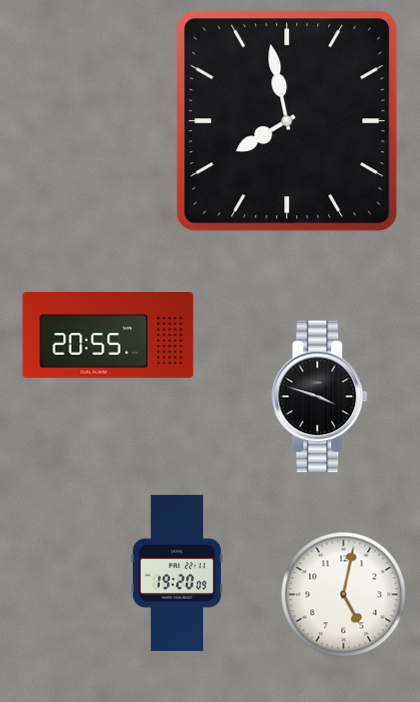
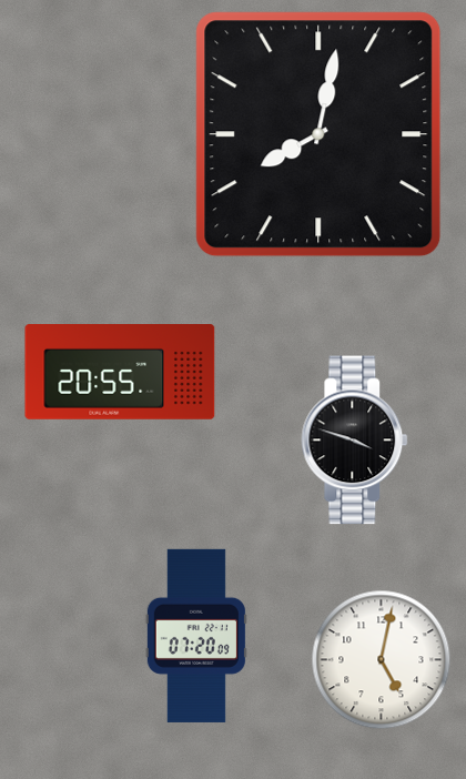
clock at (287, 121): 7:58 -> 8:02
clock at (177, 573): 19:20 -> 07:20
